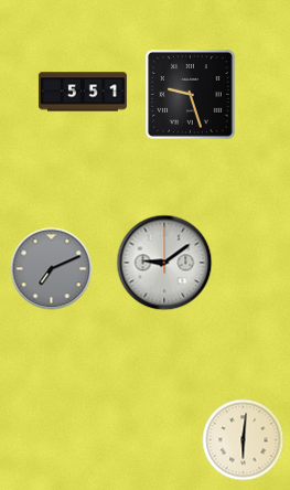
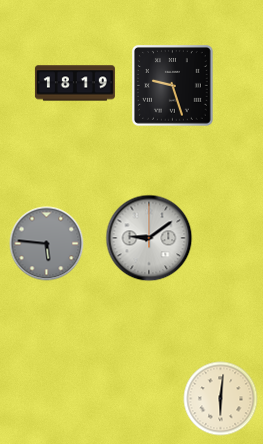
clock at (83, 92): 5:51 -> 18:19
clock at (52, 269): 7:11 -> 5:46
